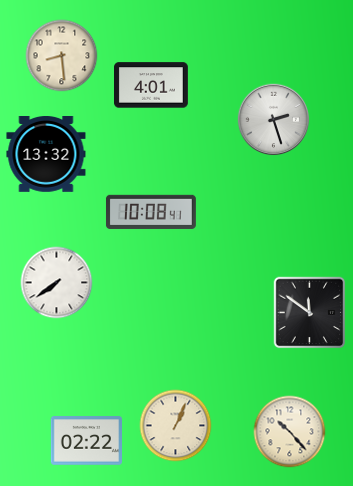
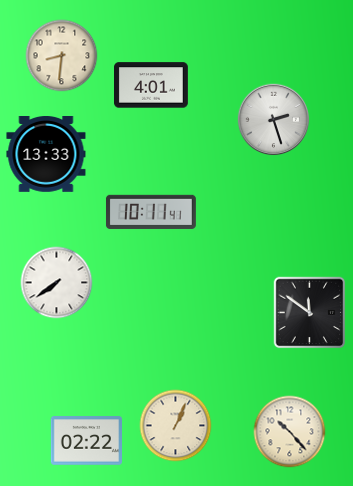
clock at (62, 56): 8:29 -> 8:31
clock at (46, 155): 13:32 -> 13:33
clock at (151, 212): 10:08 -> 10:11
